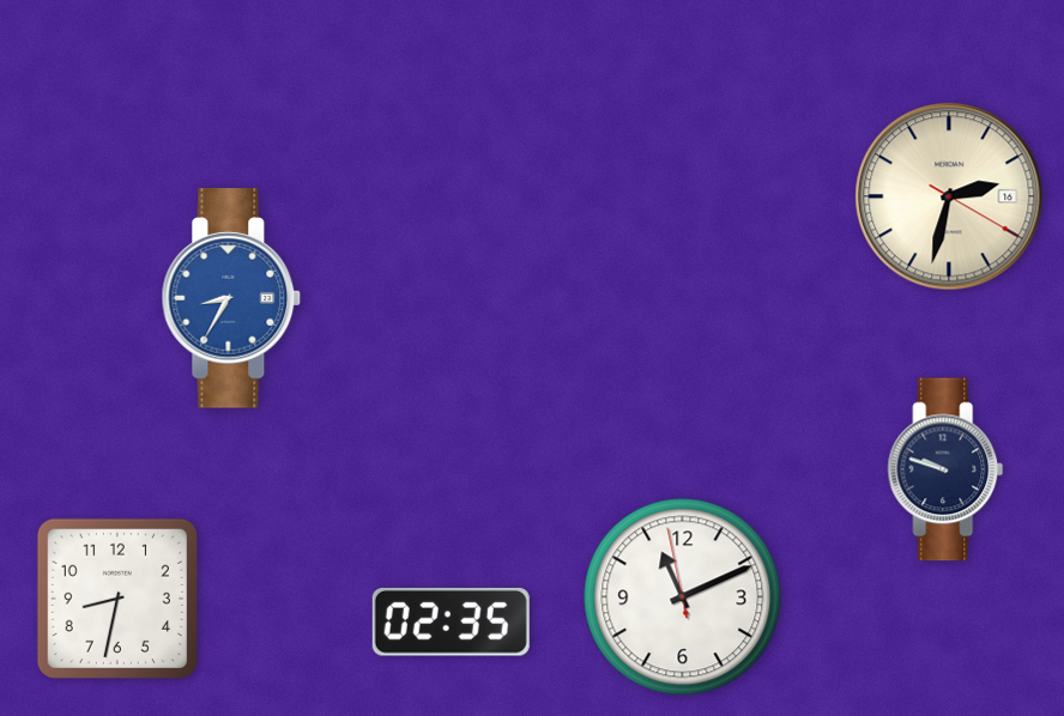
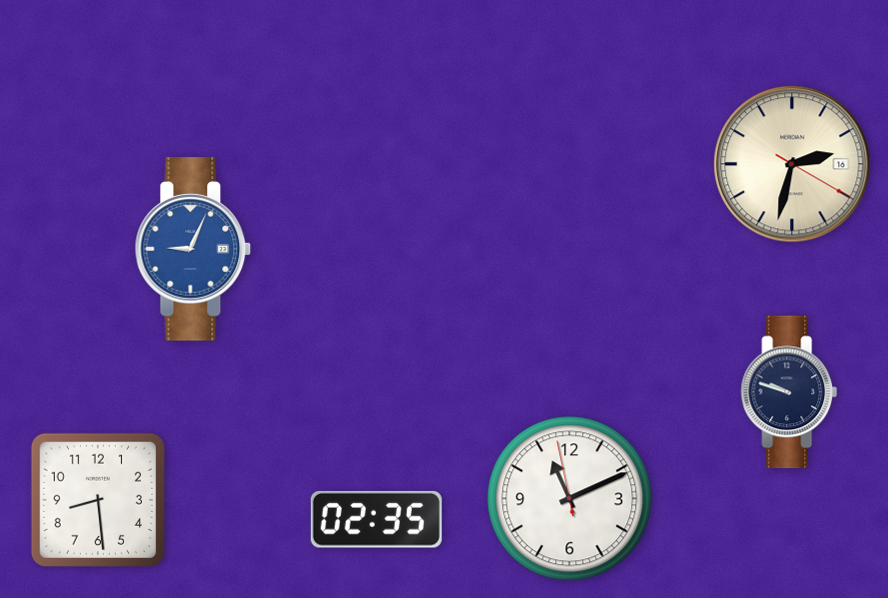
clock at (231, 298): 8:35 -> 9:04
clock at (117, 599): 8:32 -> 8:29
